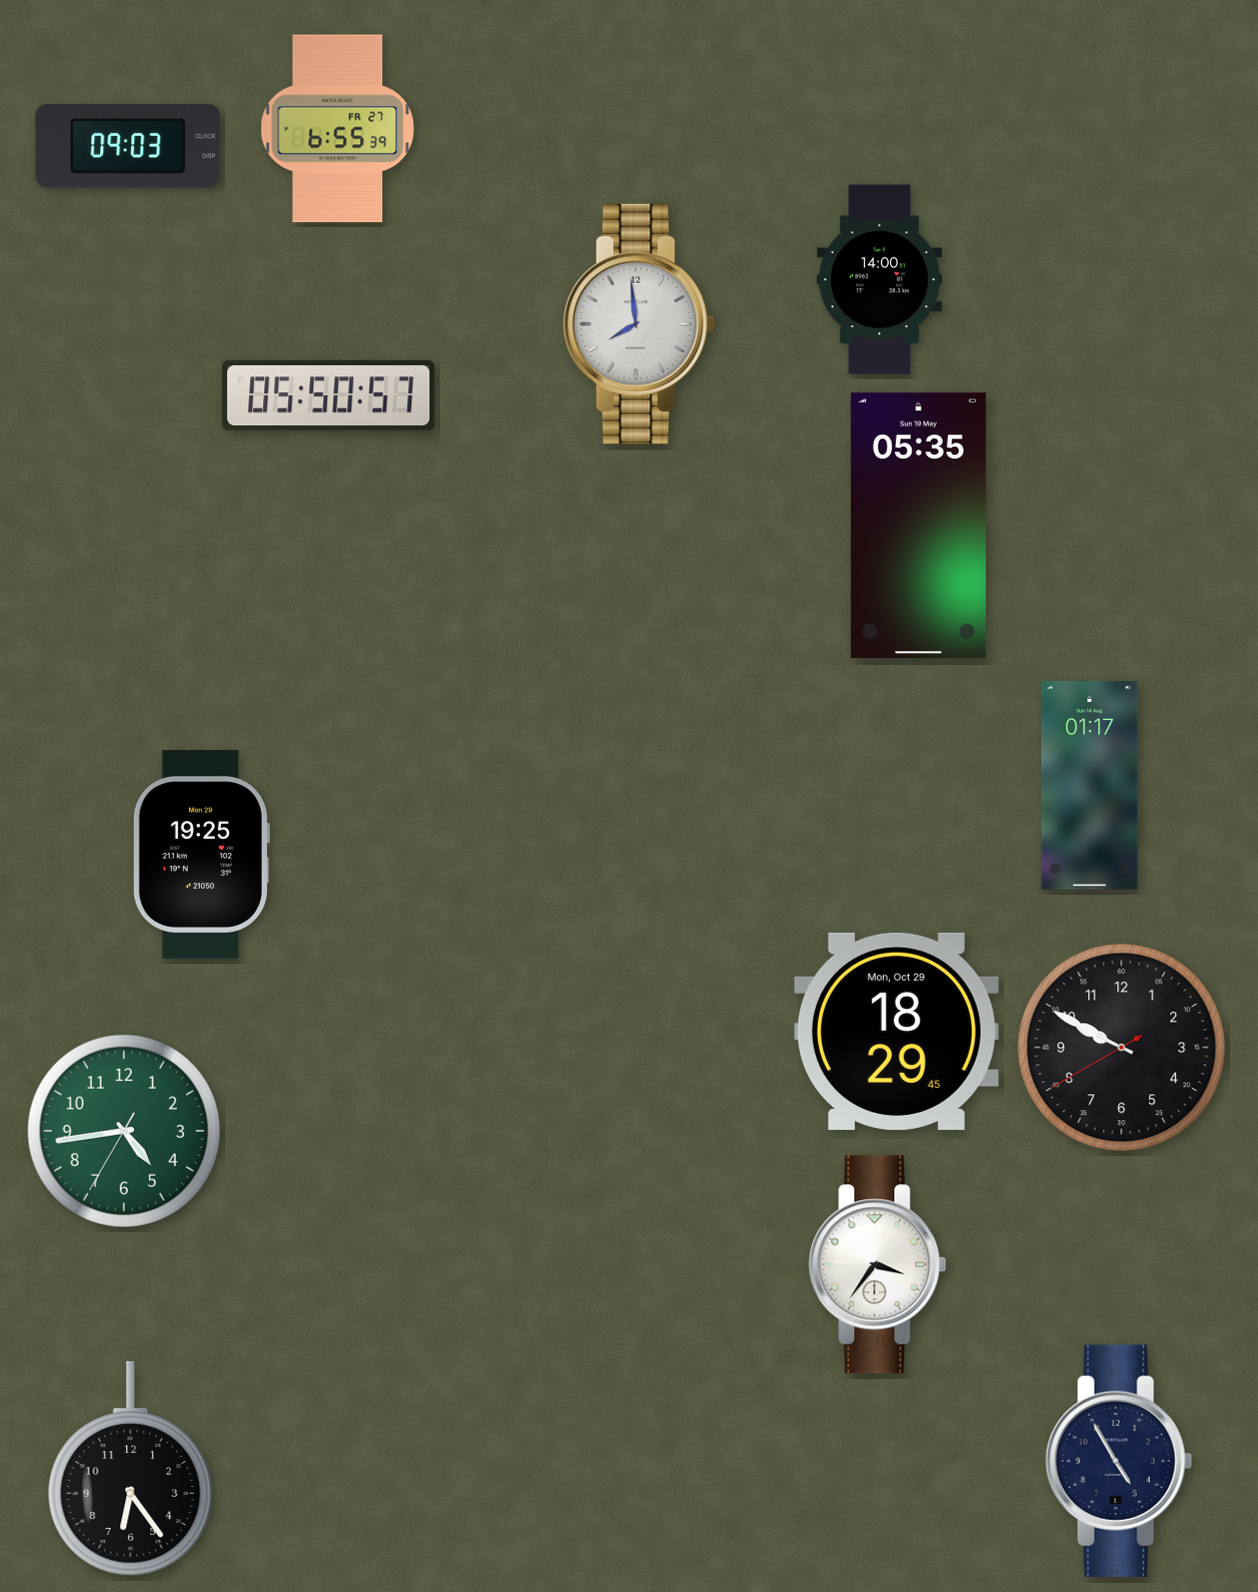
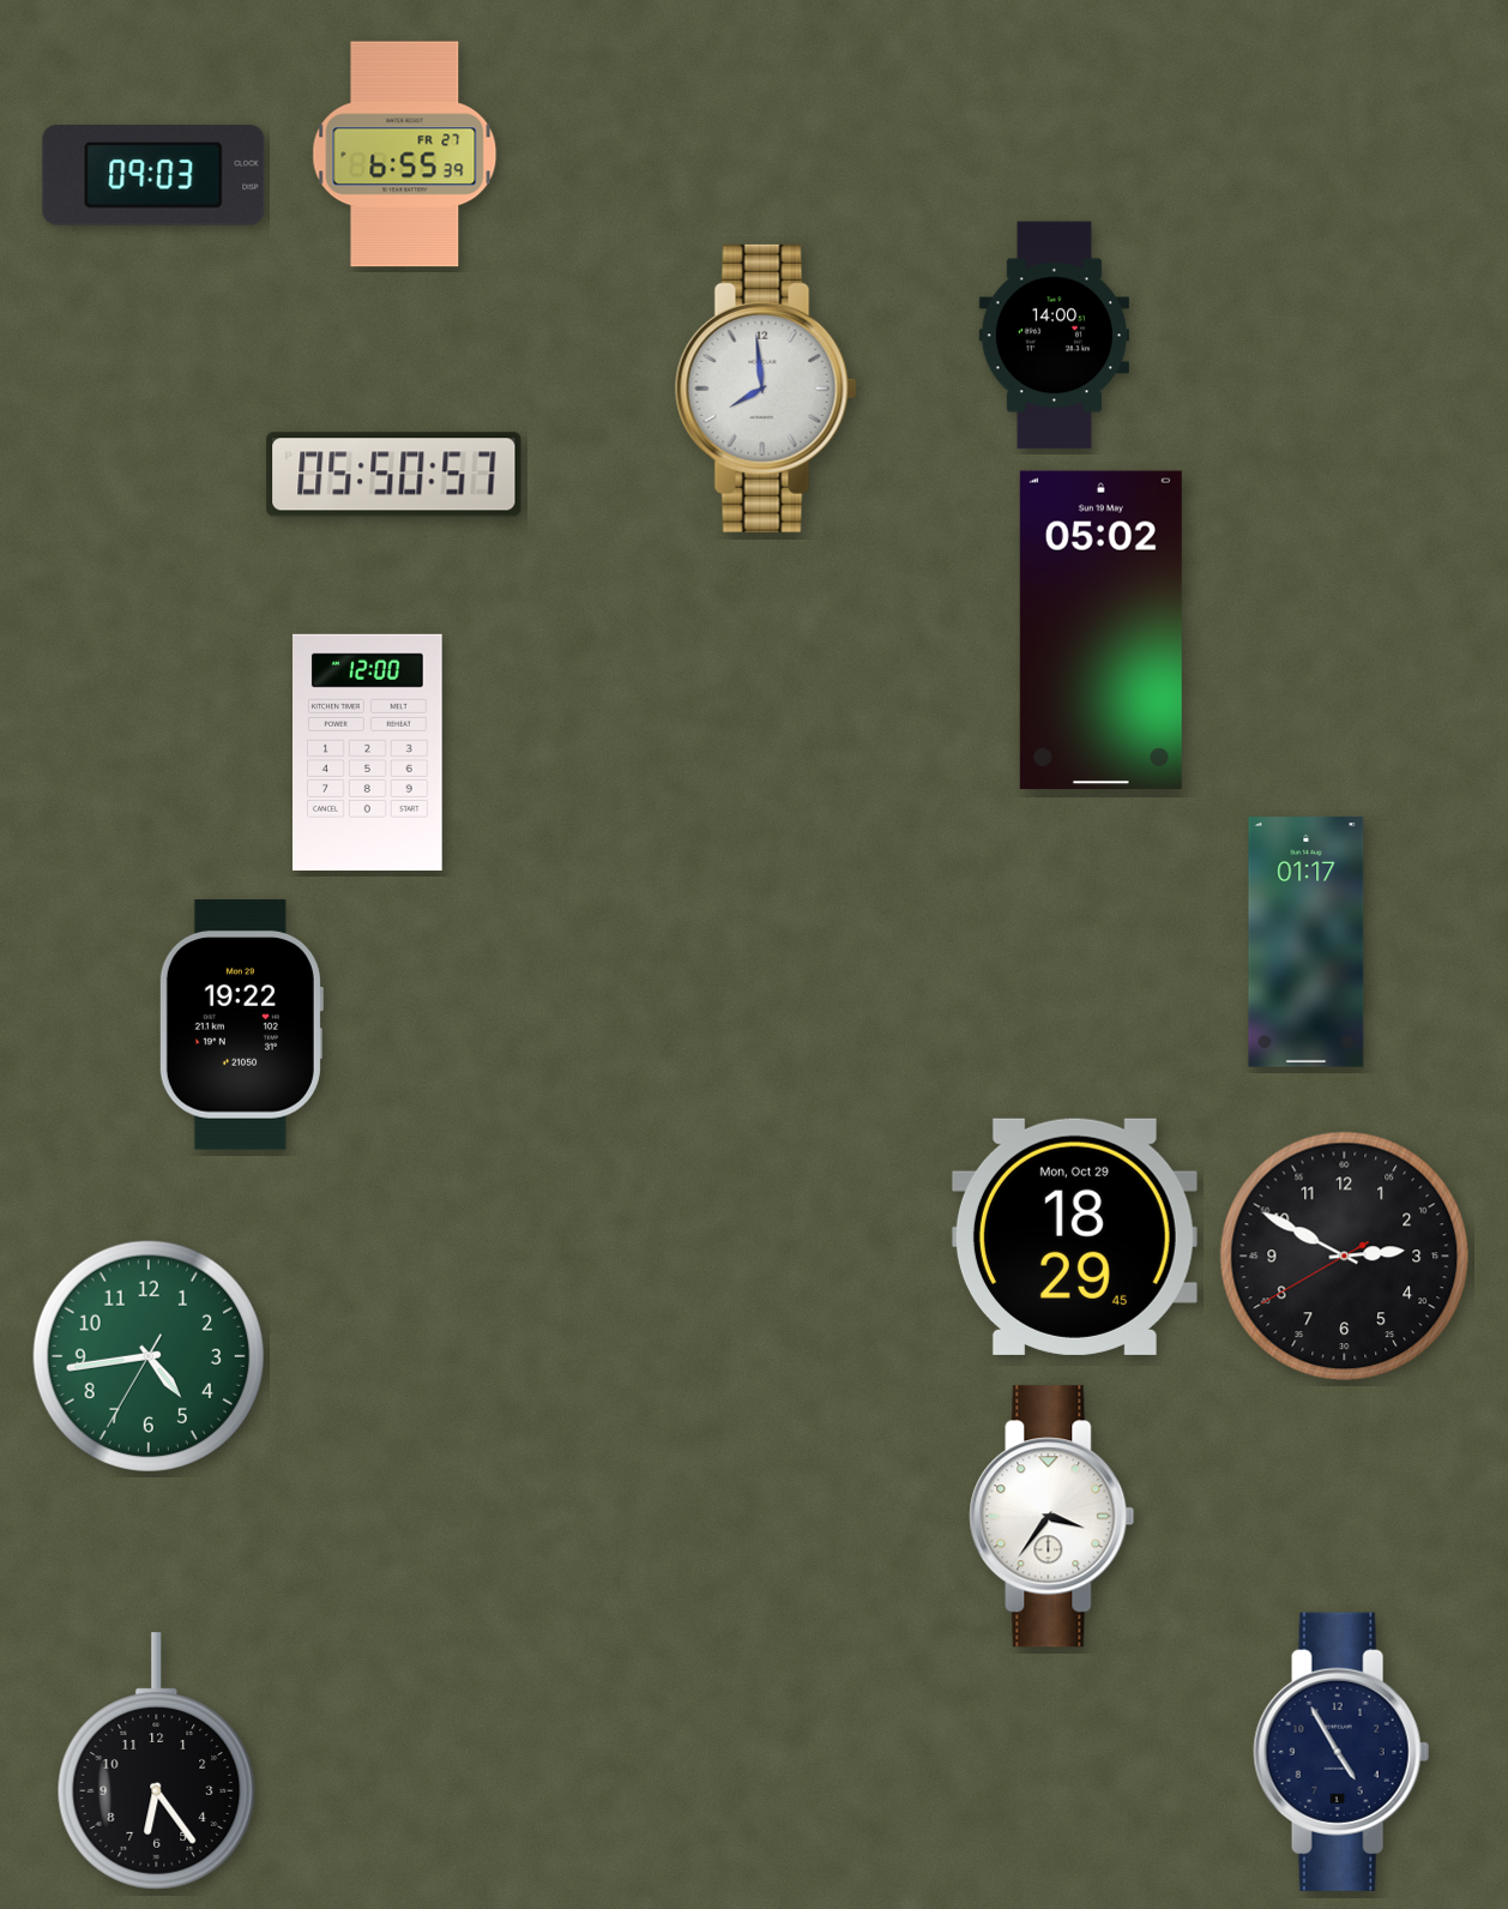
clock at (918, 525): 05:35 -> 05:02
clock at (368, 752): none -> 12:00
clock at (201, 855): 19:25 -> 19:22
clock at (1122, 1048): 9:49 -> 2:49
